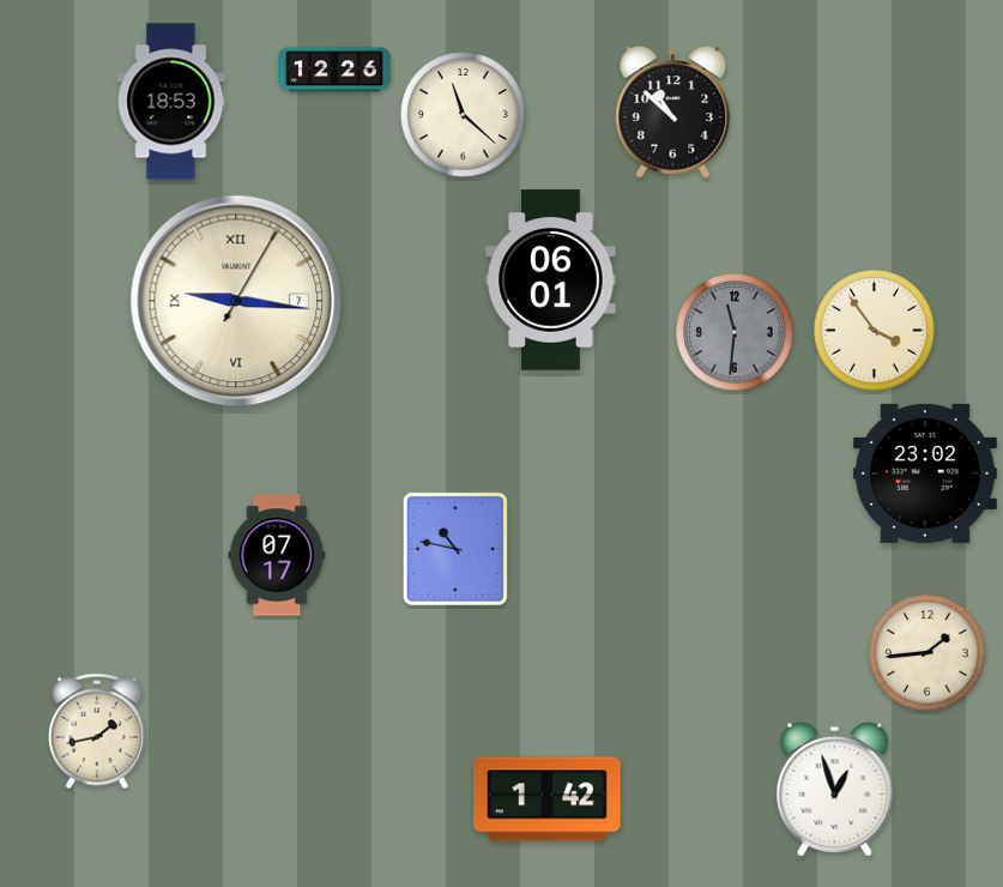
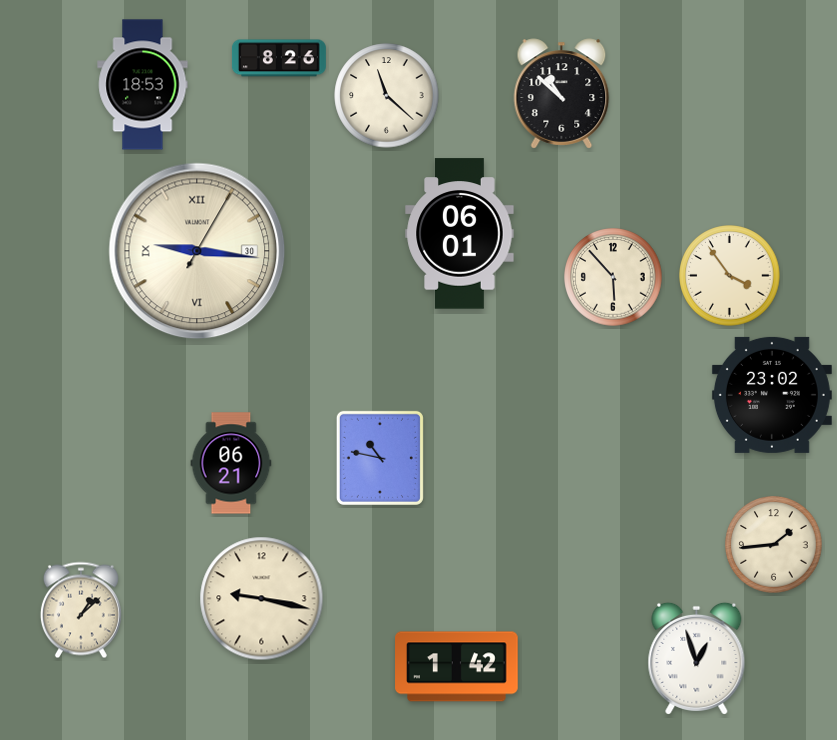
clock at (334, 70): 12:26 -> 8:26
clock at (236, 301) date: 7 -> 30
clock at (735, 332): 11:31 -> 5:53
clock at (735, 332) dial: grey -> cream
clock at (277, 555): 07:17 -> 06:21
clock at (262, 599): none -> 9:17
clock at (97, 731): 1:43 -> 1:08
